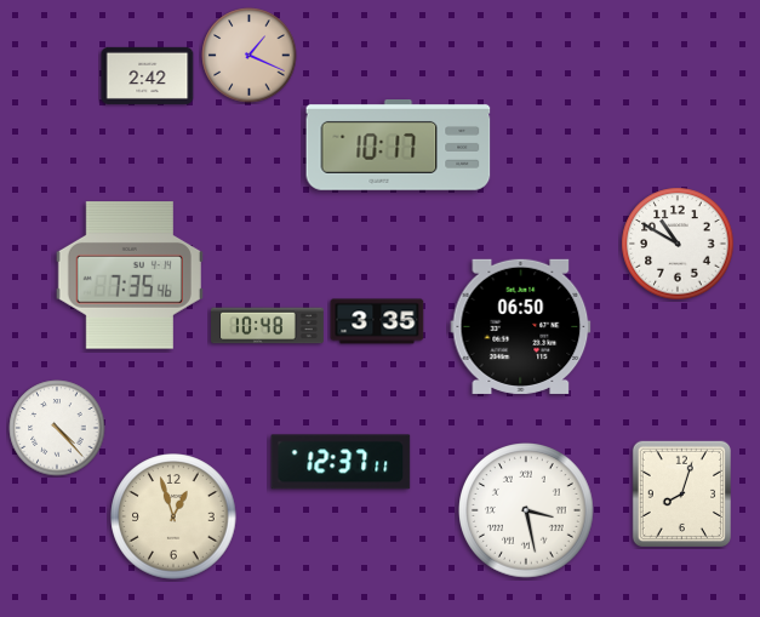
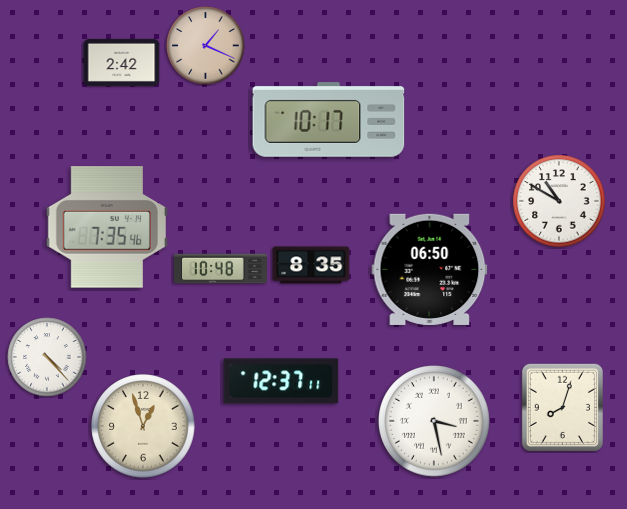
clock at (377, 321): 3:35 -> 8:35
clock at (57, 428) position: (57, 428) -> (47, 357)
